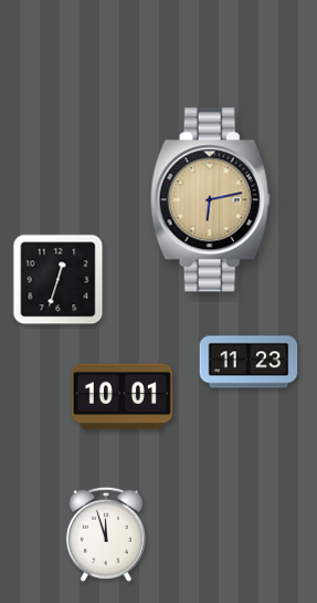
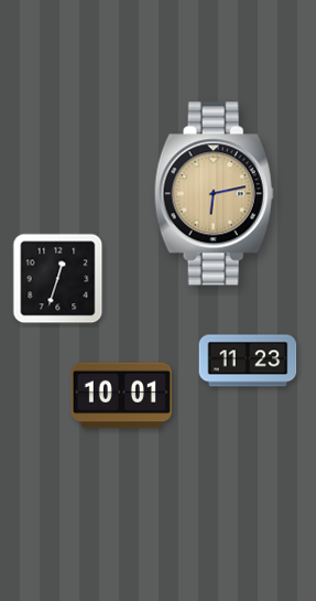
clock at (210, 200) position: (210, 200) -> (214, 194)
clock at (106, 534): 11:57 -> none
